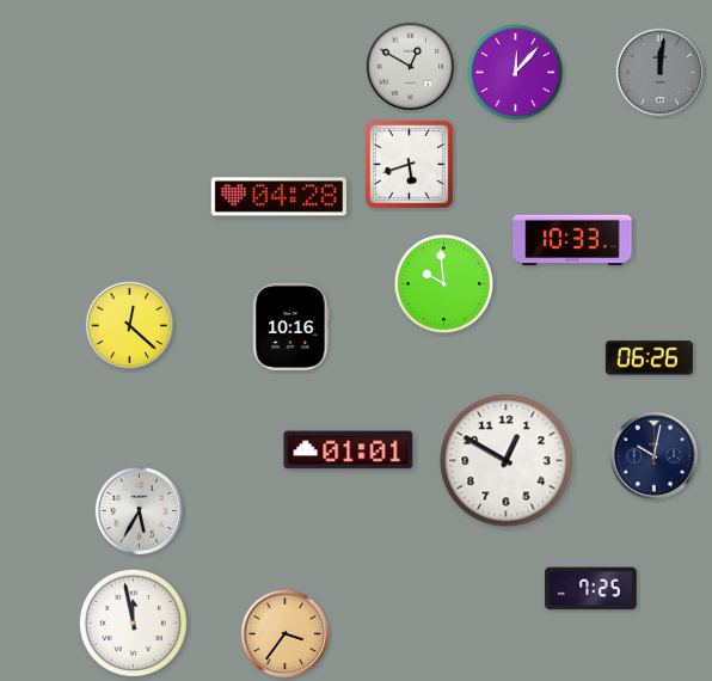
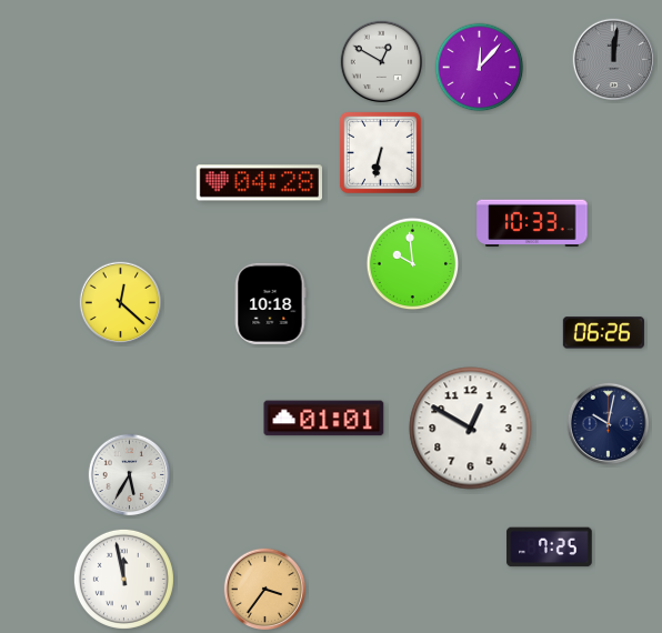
clock at (661, 73) position: (661, 73) -> (614, 60)
clock at (409, 164): 5:42 -> 6:32
clock at (290, 326): 10:16 -> 10:18
